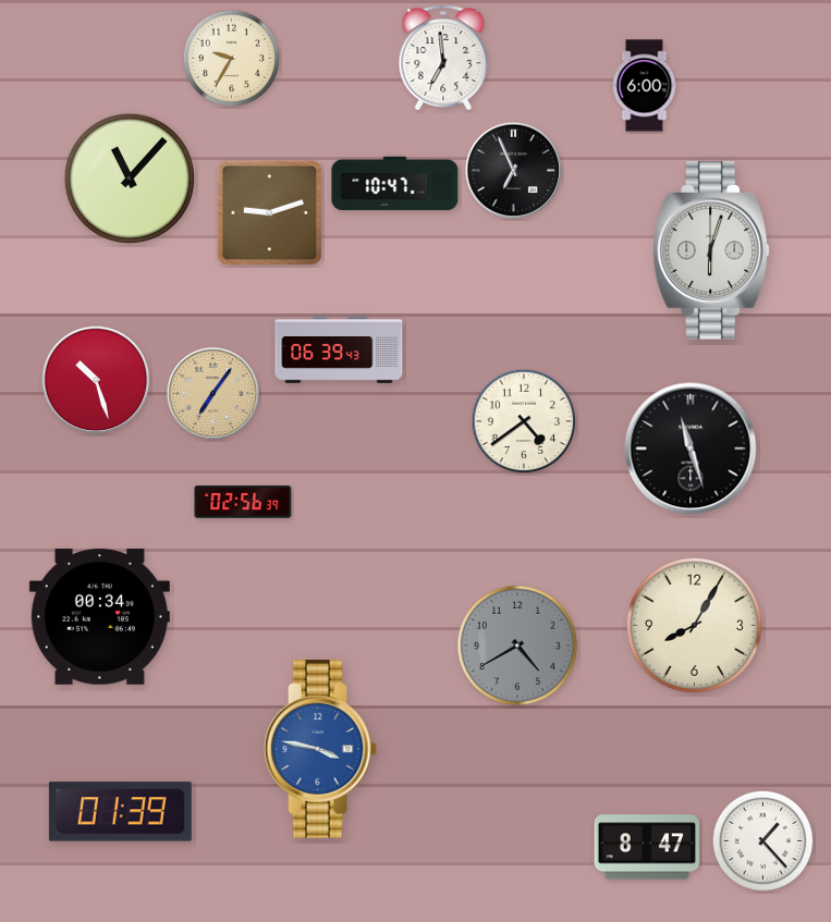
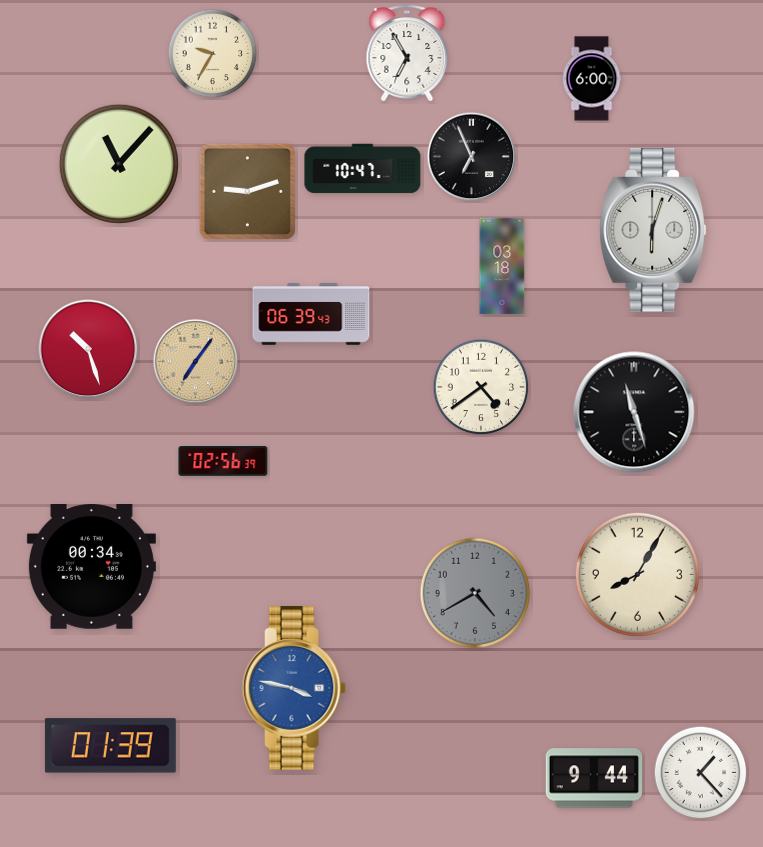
clock at (443, 58): 6:59 -> 6:55
clock at (269, 212) position: (269, 212) -> (247, 191)
clock at (502, 266): none -> 03:18
clock at (339, 349) position: (339, 349) -> (311, 314)
clock at (647, 847): 8:47 -> 9:44
